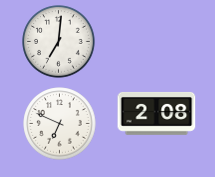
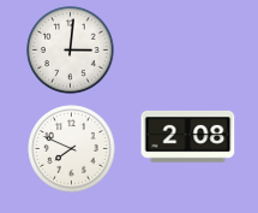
clock at (59, 42): 7:01 -> 3:01
clock at (60, 124): 6:49 -> 7:49
